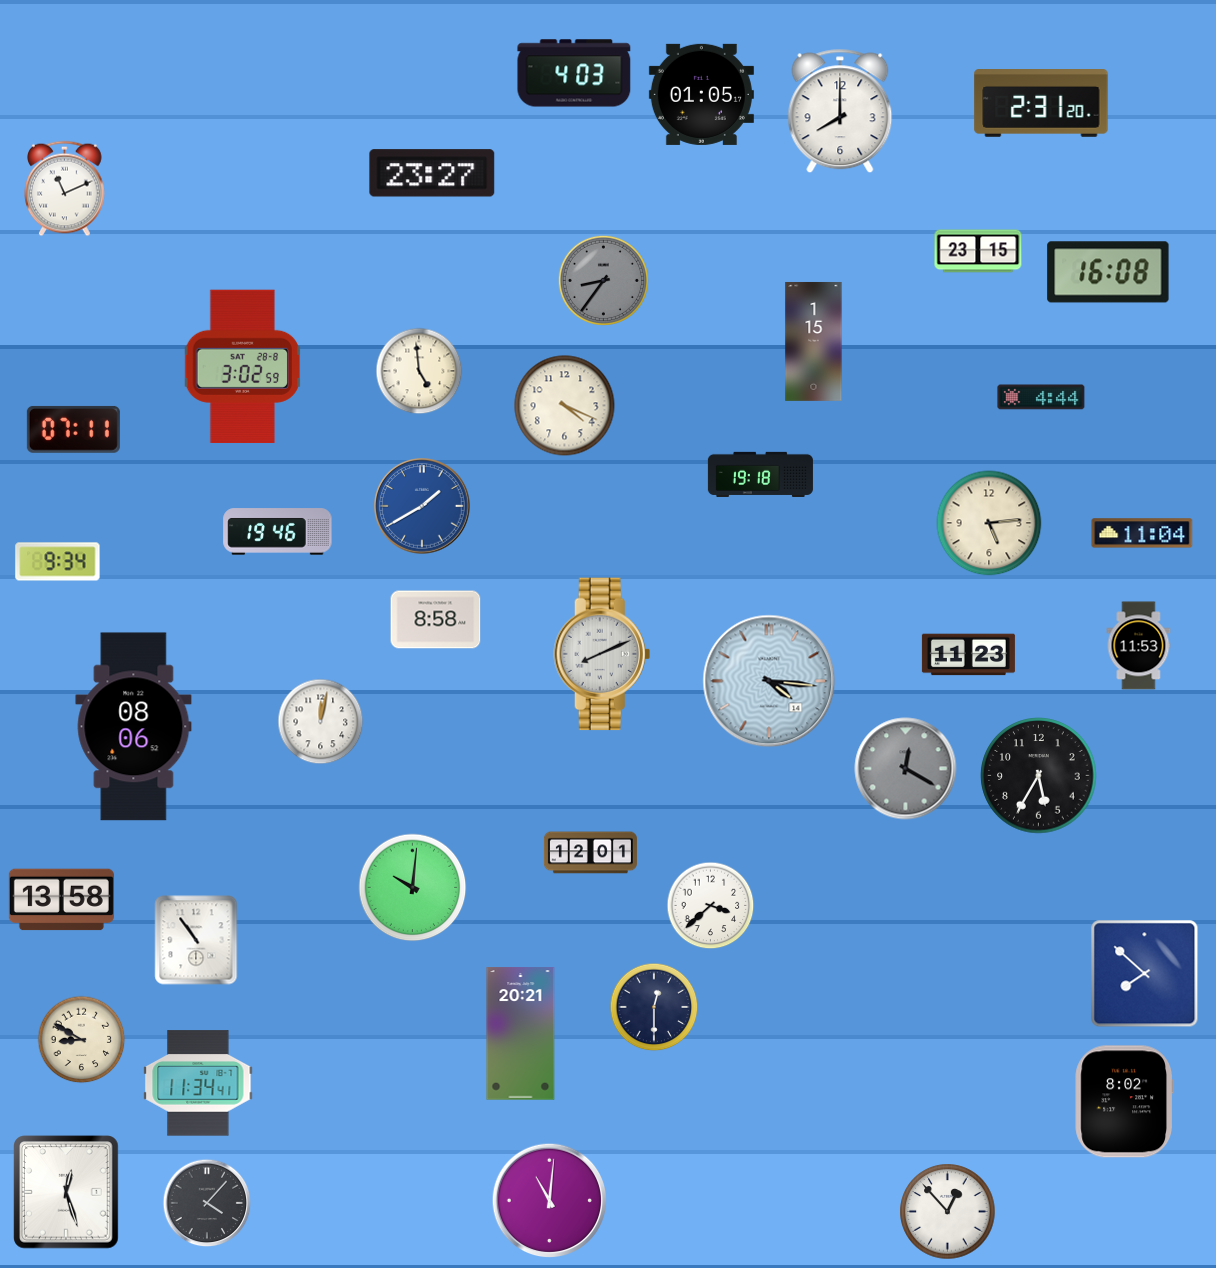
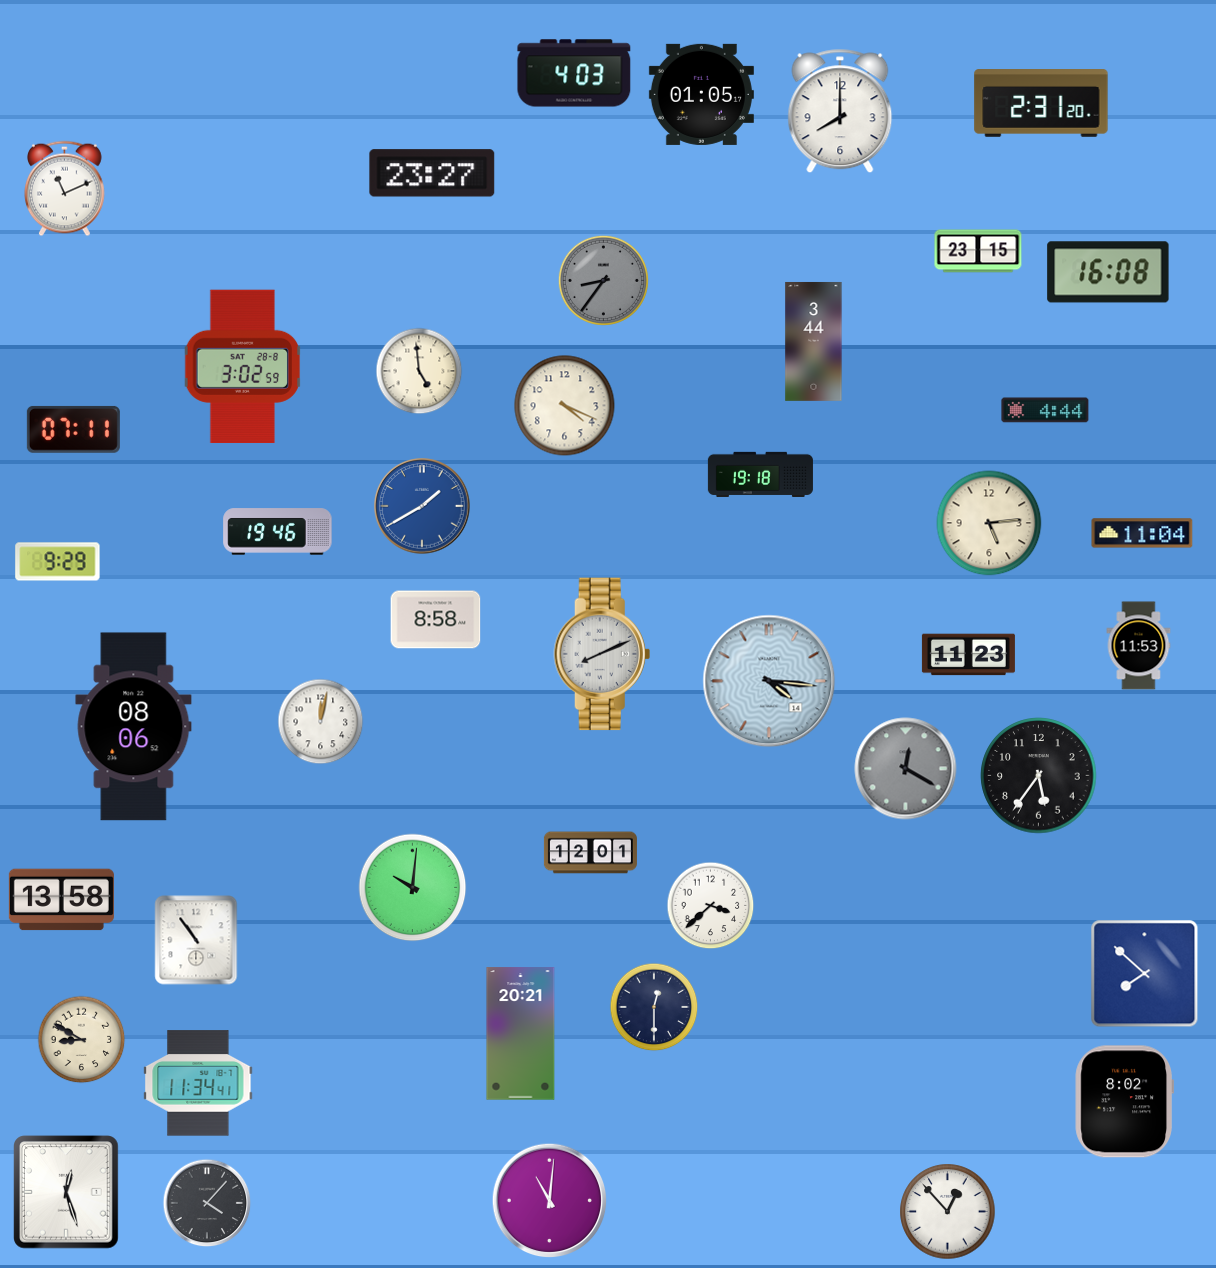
clock at (814, 342): 1:15 -> 3:44
clock at (1041, 397) position: (1041, 397) -> (1045, 410)
clock at (58, 562): 9:34 -> 9:29
clock at (1039, 776): 5:35 -> 5:36
